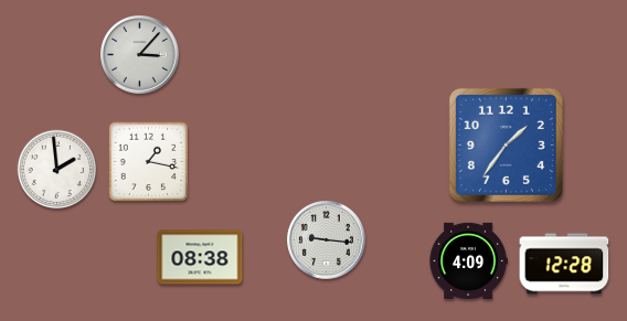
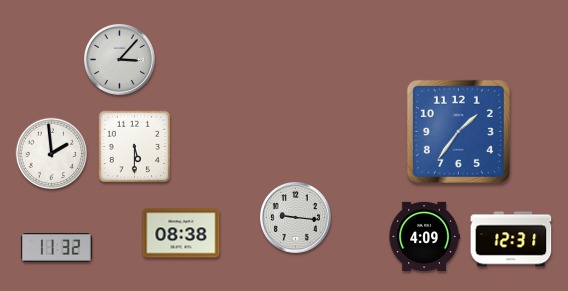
clock at (140, 55) position: (140, 55) -> (120, 60)
clock at (149, 162): 1:17 -> 5:30
clock at (564, 264): 12:28 -> 12:31
clock at (57, 248): none -> 11:32
